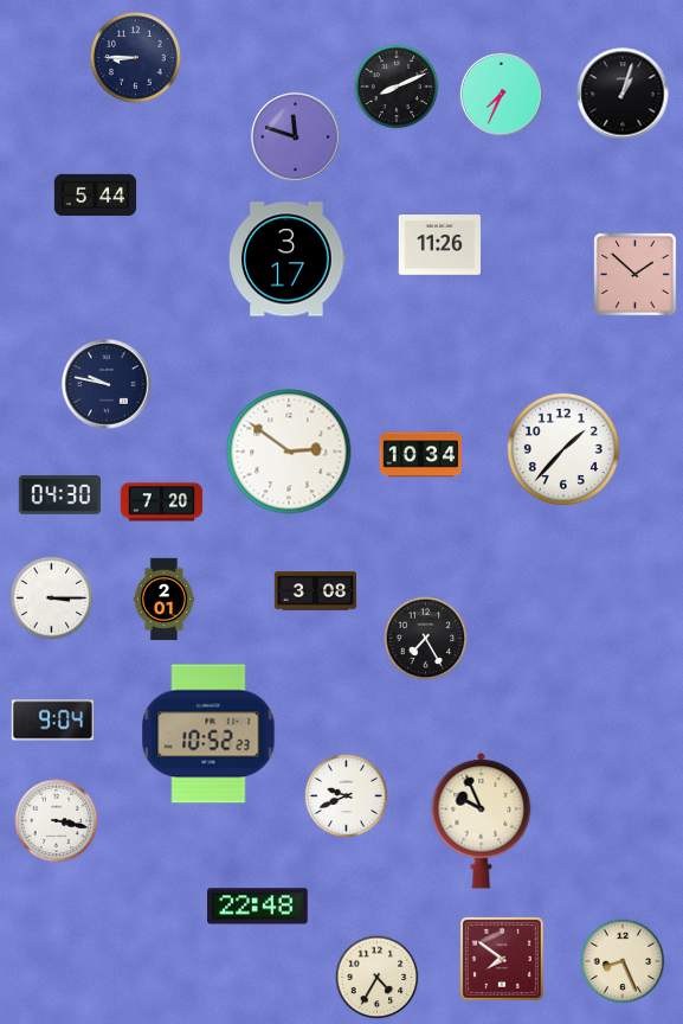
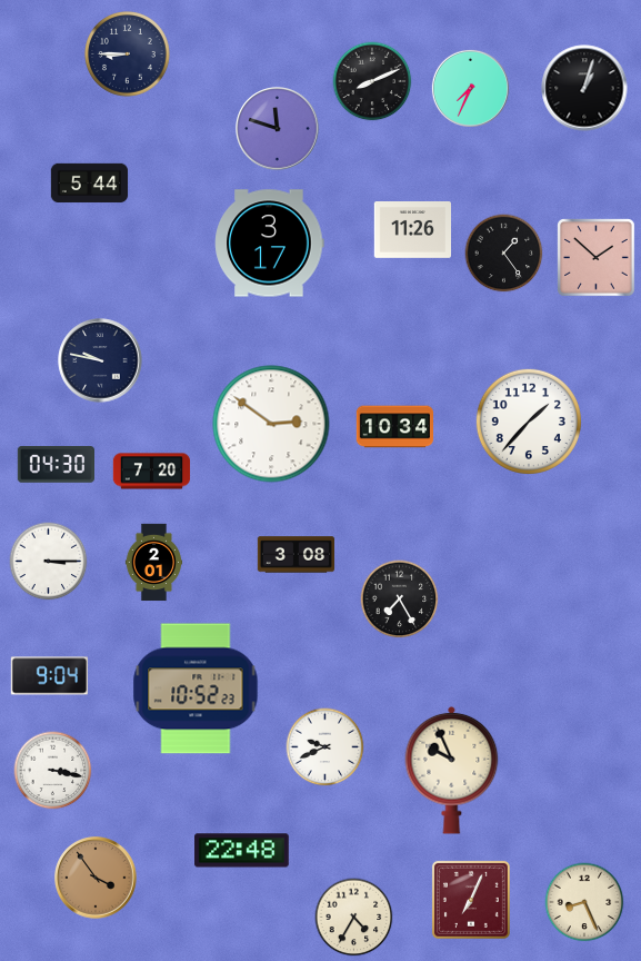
clock at (504, 254): none -> 1:24
clock at (96, 878): none -> 3:54
clock at (502, 959): 7:51 -> 7:04
